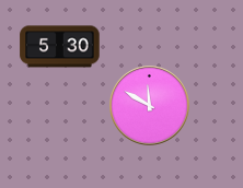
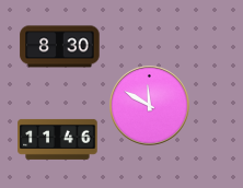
clock at (60, 47): 5:30 -> 8:30
clock at (58, 139): none -> 11:46
